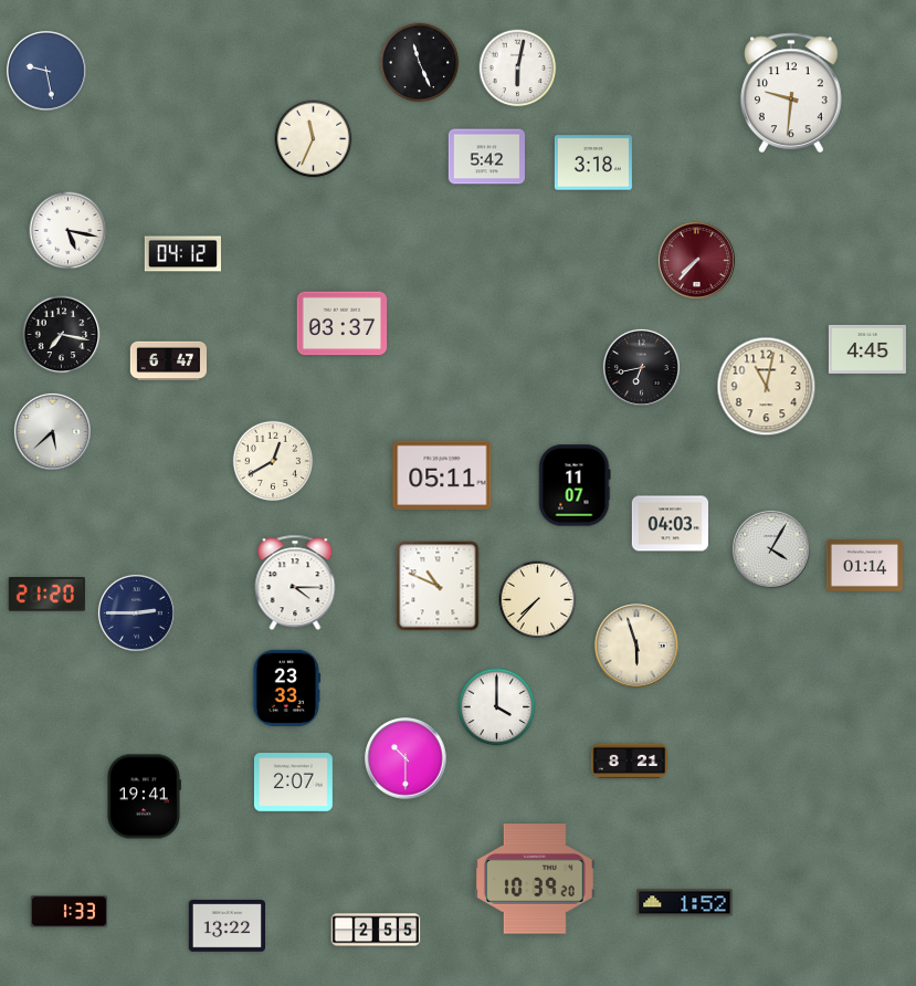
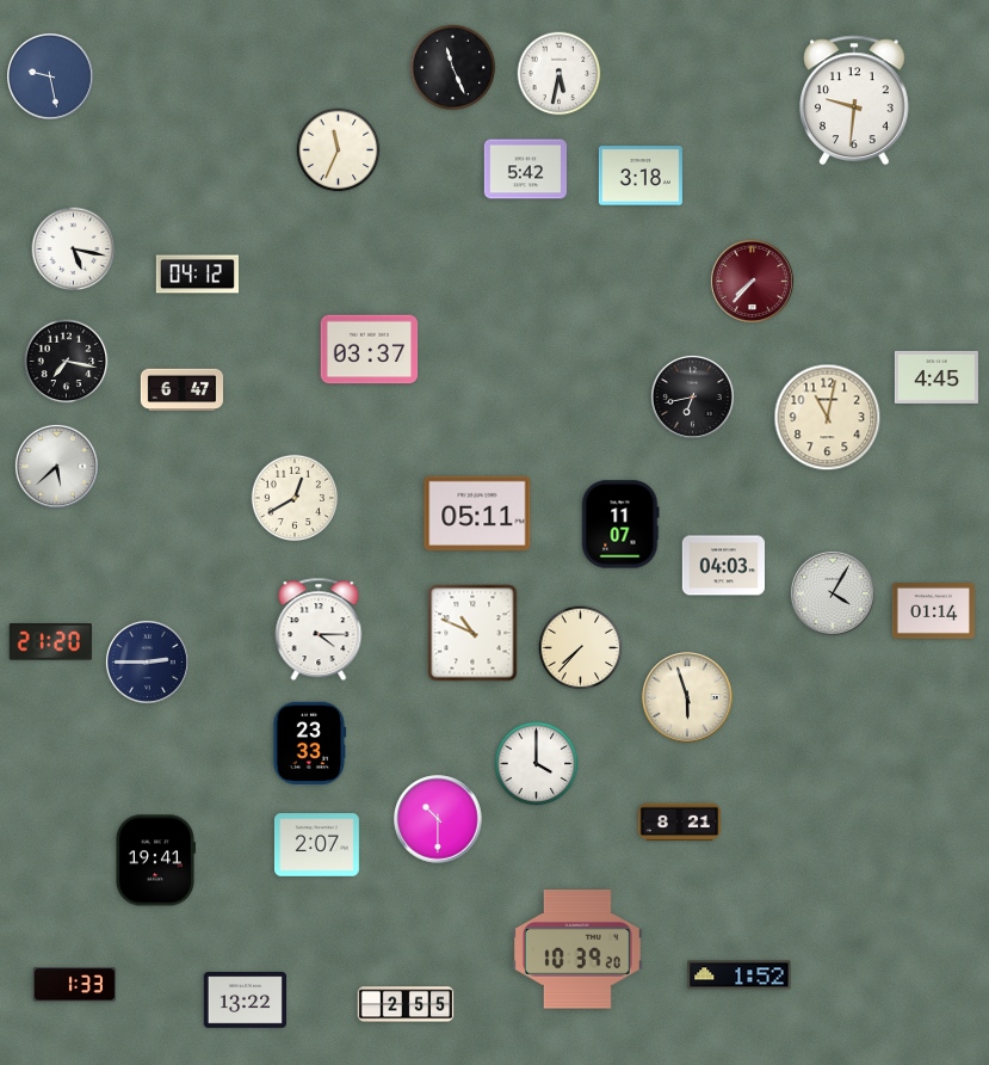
clock at (518, 69): 6:02 -> 5:32
